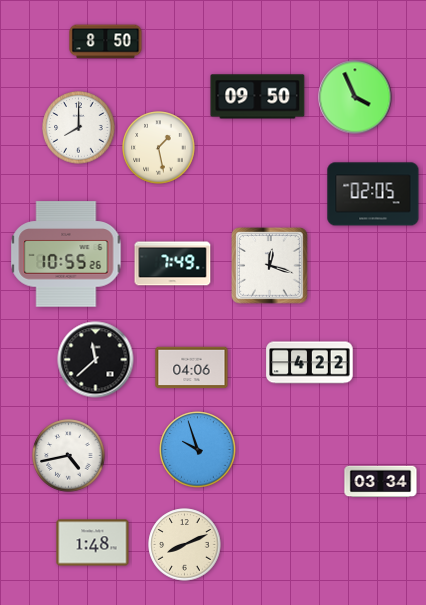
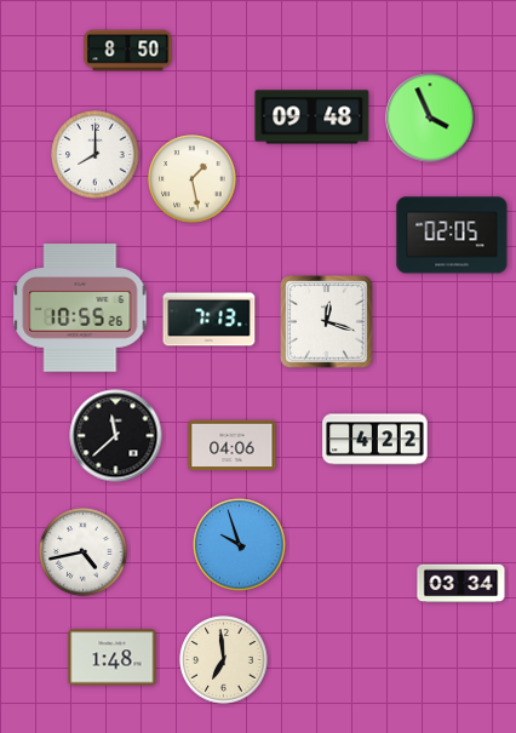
clock at (258, 97): 09:50 -> 09:48
clock at (173, 264): 7:49 -> 7:13
clock at (185, 545): 8:11 -> 6:59
